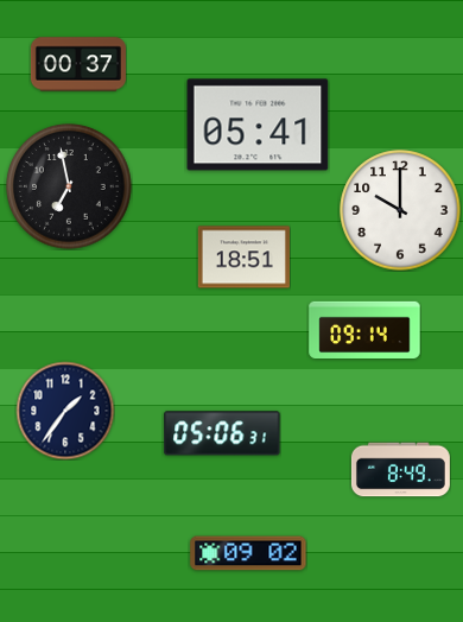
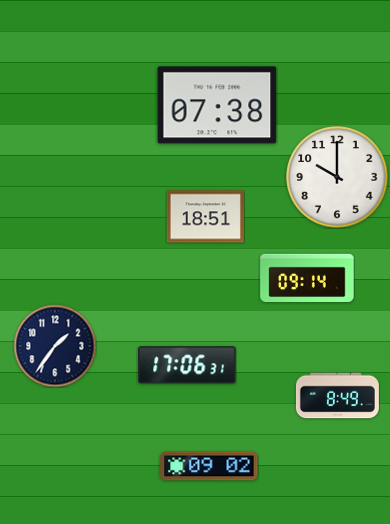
clock at (78, 64): 00:37 -> none
clock at (258, 125): 05:41 -> 07:38
clock at (69, 186): 6:58 -> none
clock at (222, 433): 05:06 -> 17:06
